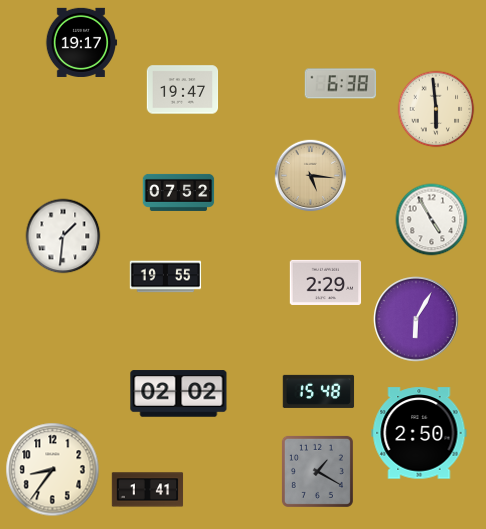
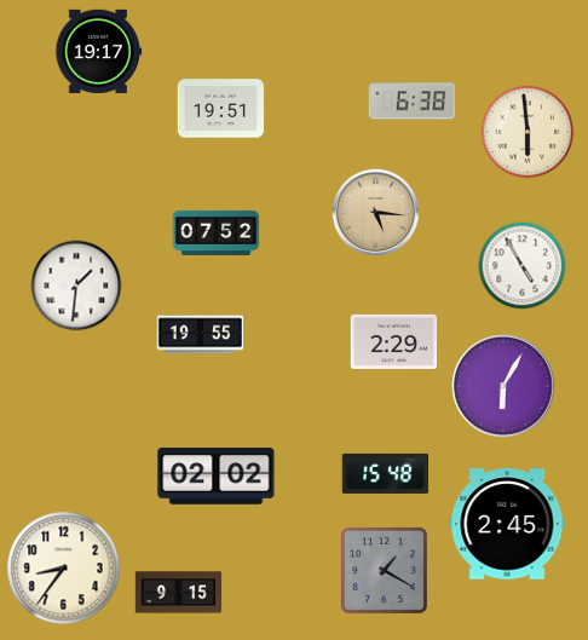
clock at (183, 90): 19:47 -> 19:51
clock at (419, 433): 2:50 -> 2:45
clock at (148, 490): 1:41 -> 9:15
